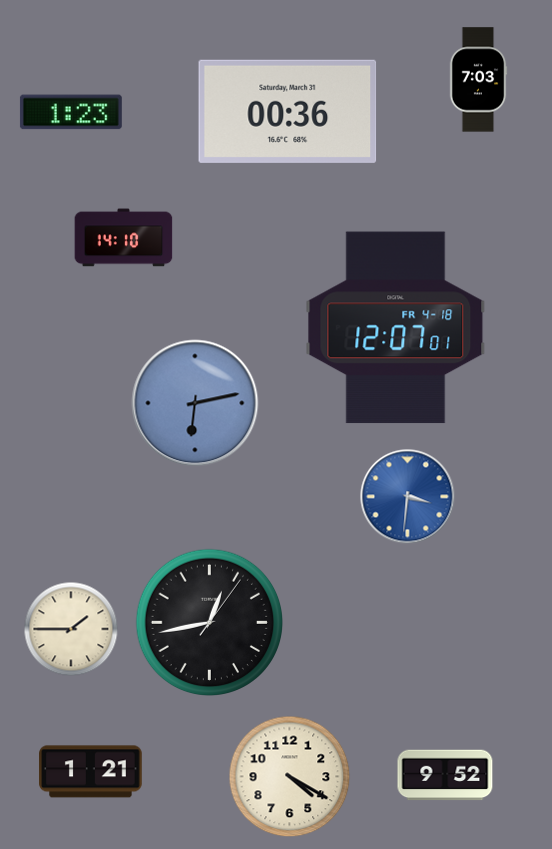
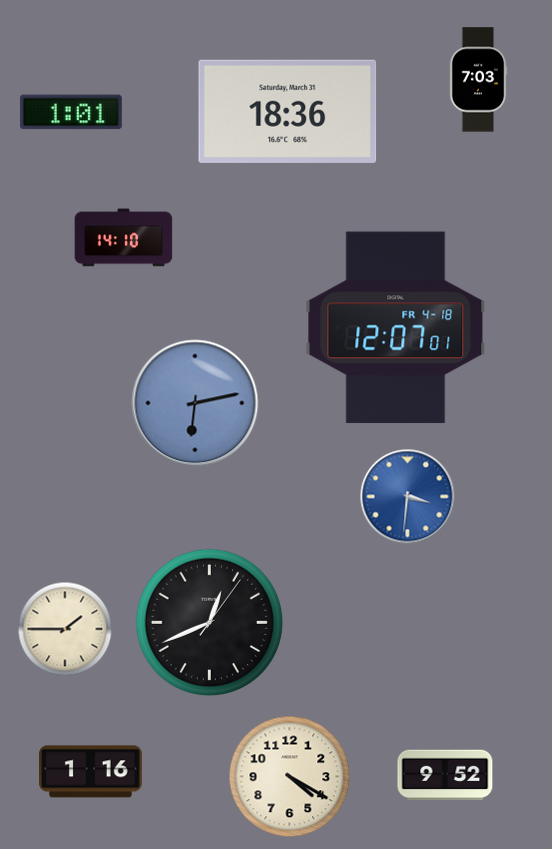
clock at (288, 111): 00:36 -> 18:36
clock at (71, 112): 1:23 -> 1:01
clock at (210, 623): 12:43 -> 12:41
clock at (71, 629) position: (71, 629) -> (65, 629)
clock at (91, 772): 1:21 -> 1:16
